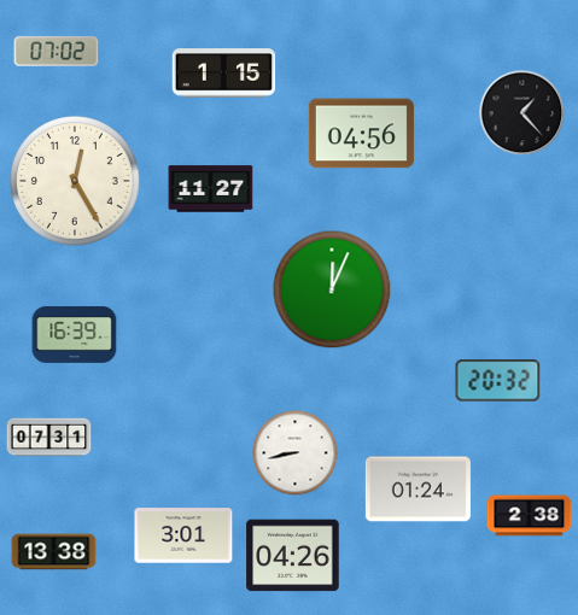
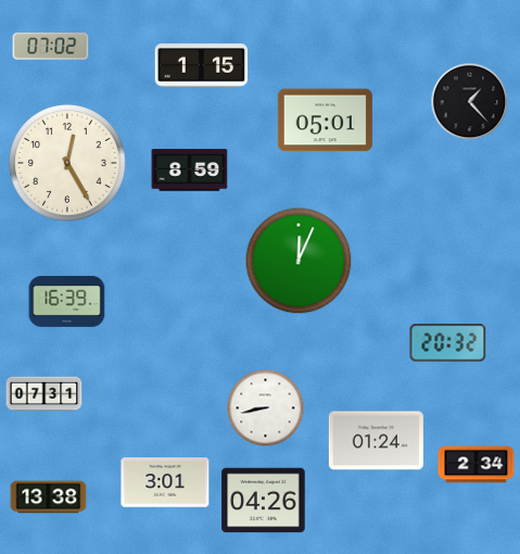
clock at (361, 134): 04:56 -> 05:01
clock at (211, 189): 11:27 -> 8:59
clock at (530, 516): 2:38 -> 2:34
